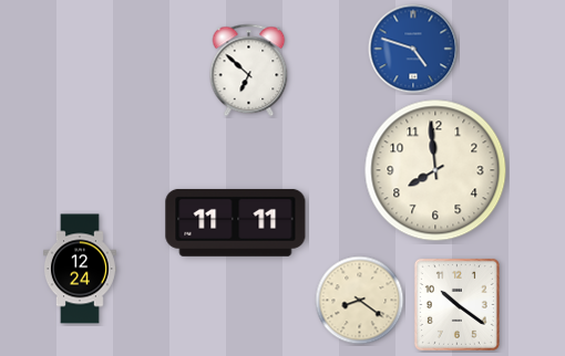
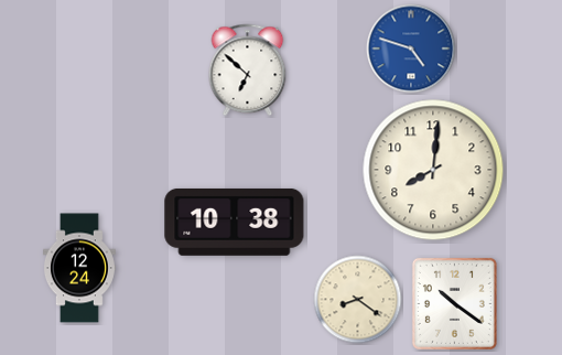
clock at (435, 170): 7:59 -> 8:01
clock at (236, 222): 11:11 -> 10:38
